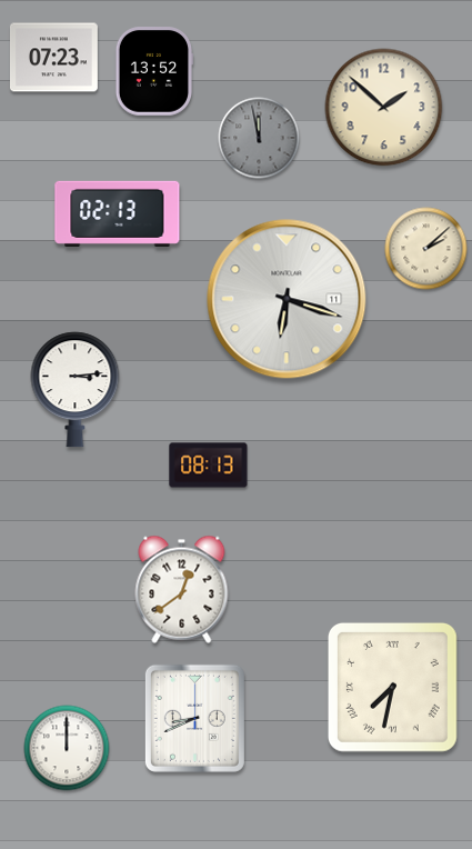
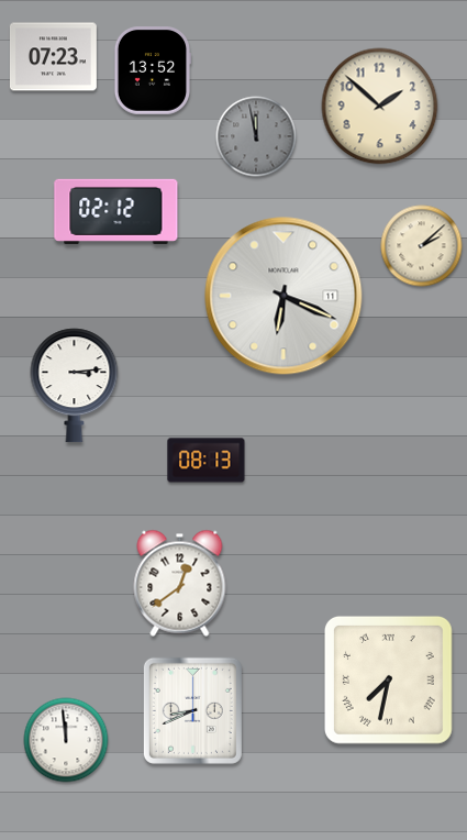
clock at (118, 213): 02:13 -> 02:12
clock at (287, 299): 6:18 -> 6:19
clock at (67, 748): 12:00 -> 11:59
